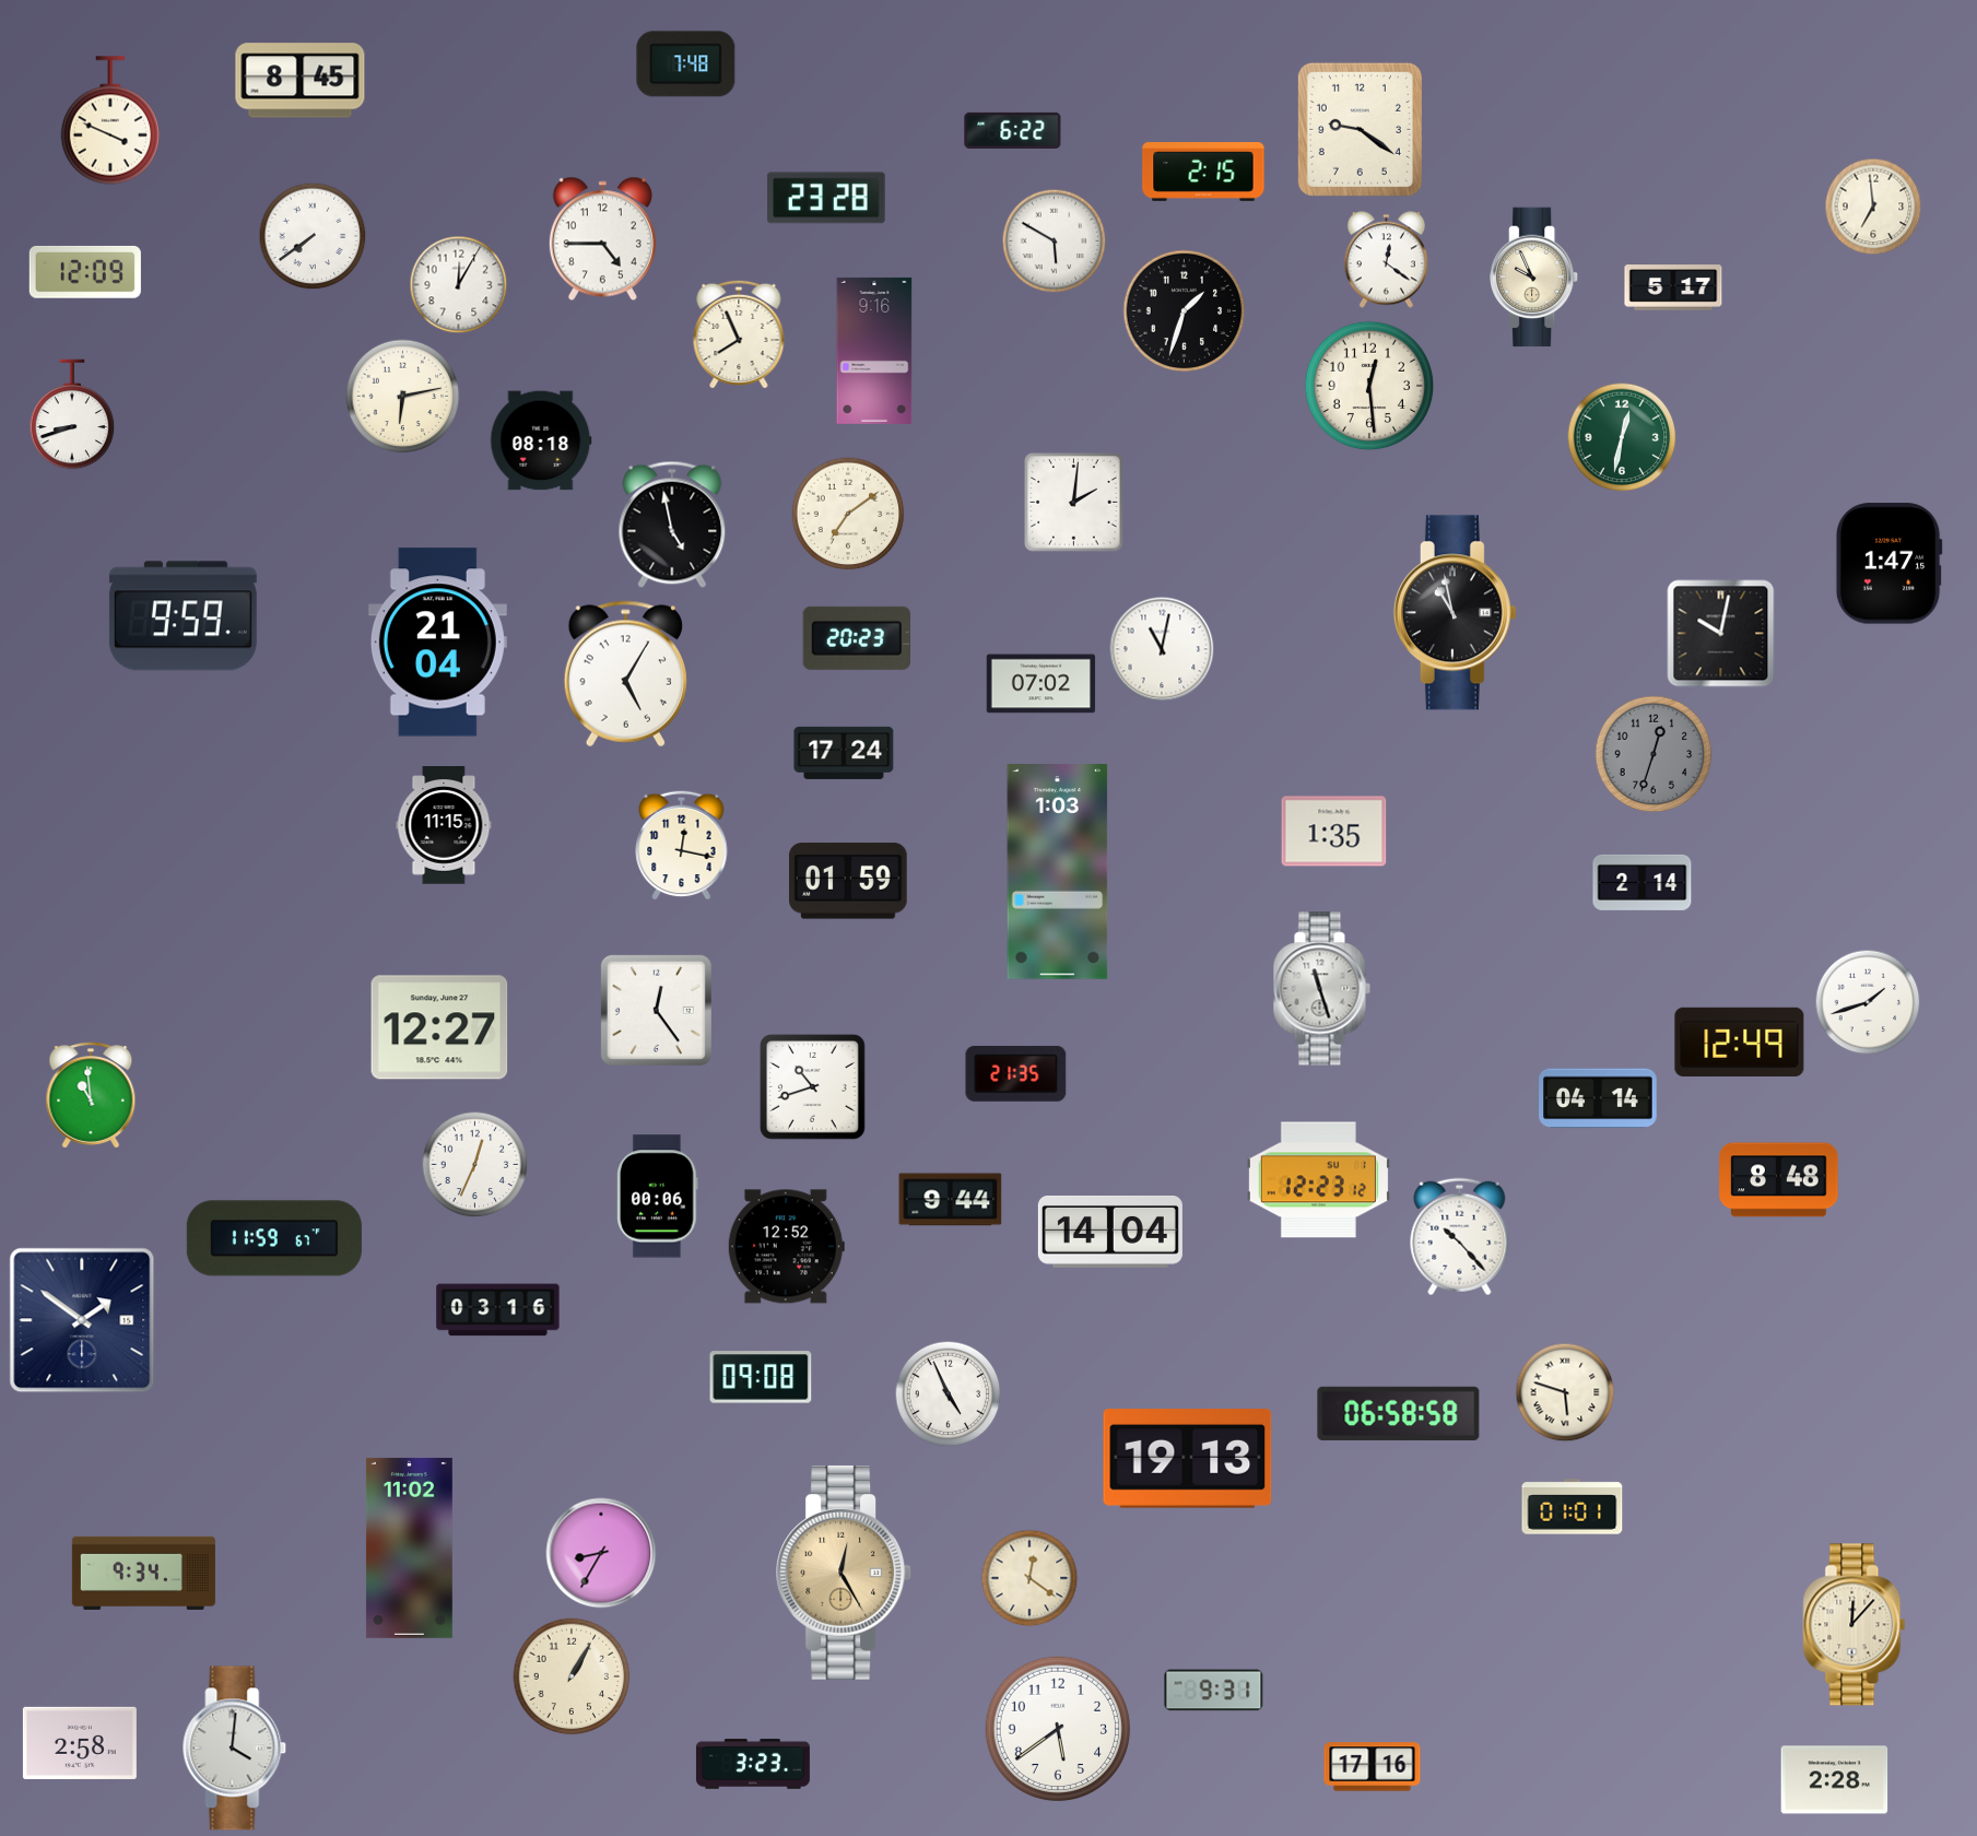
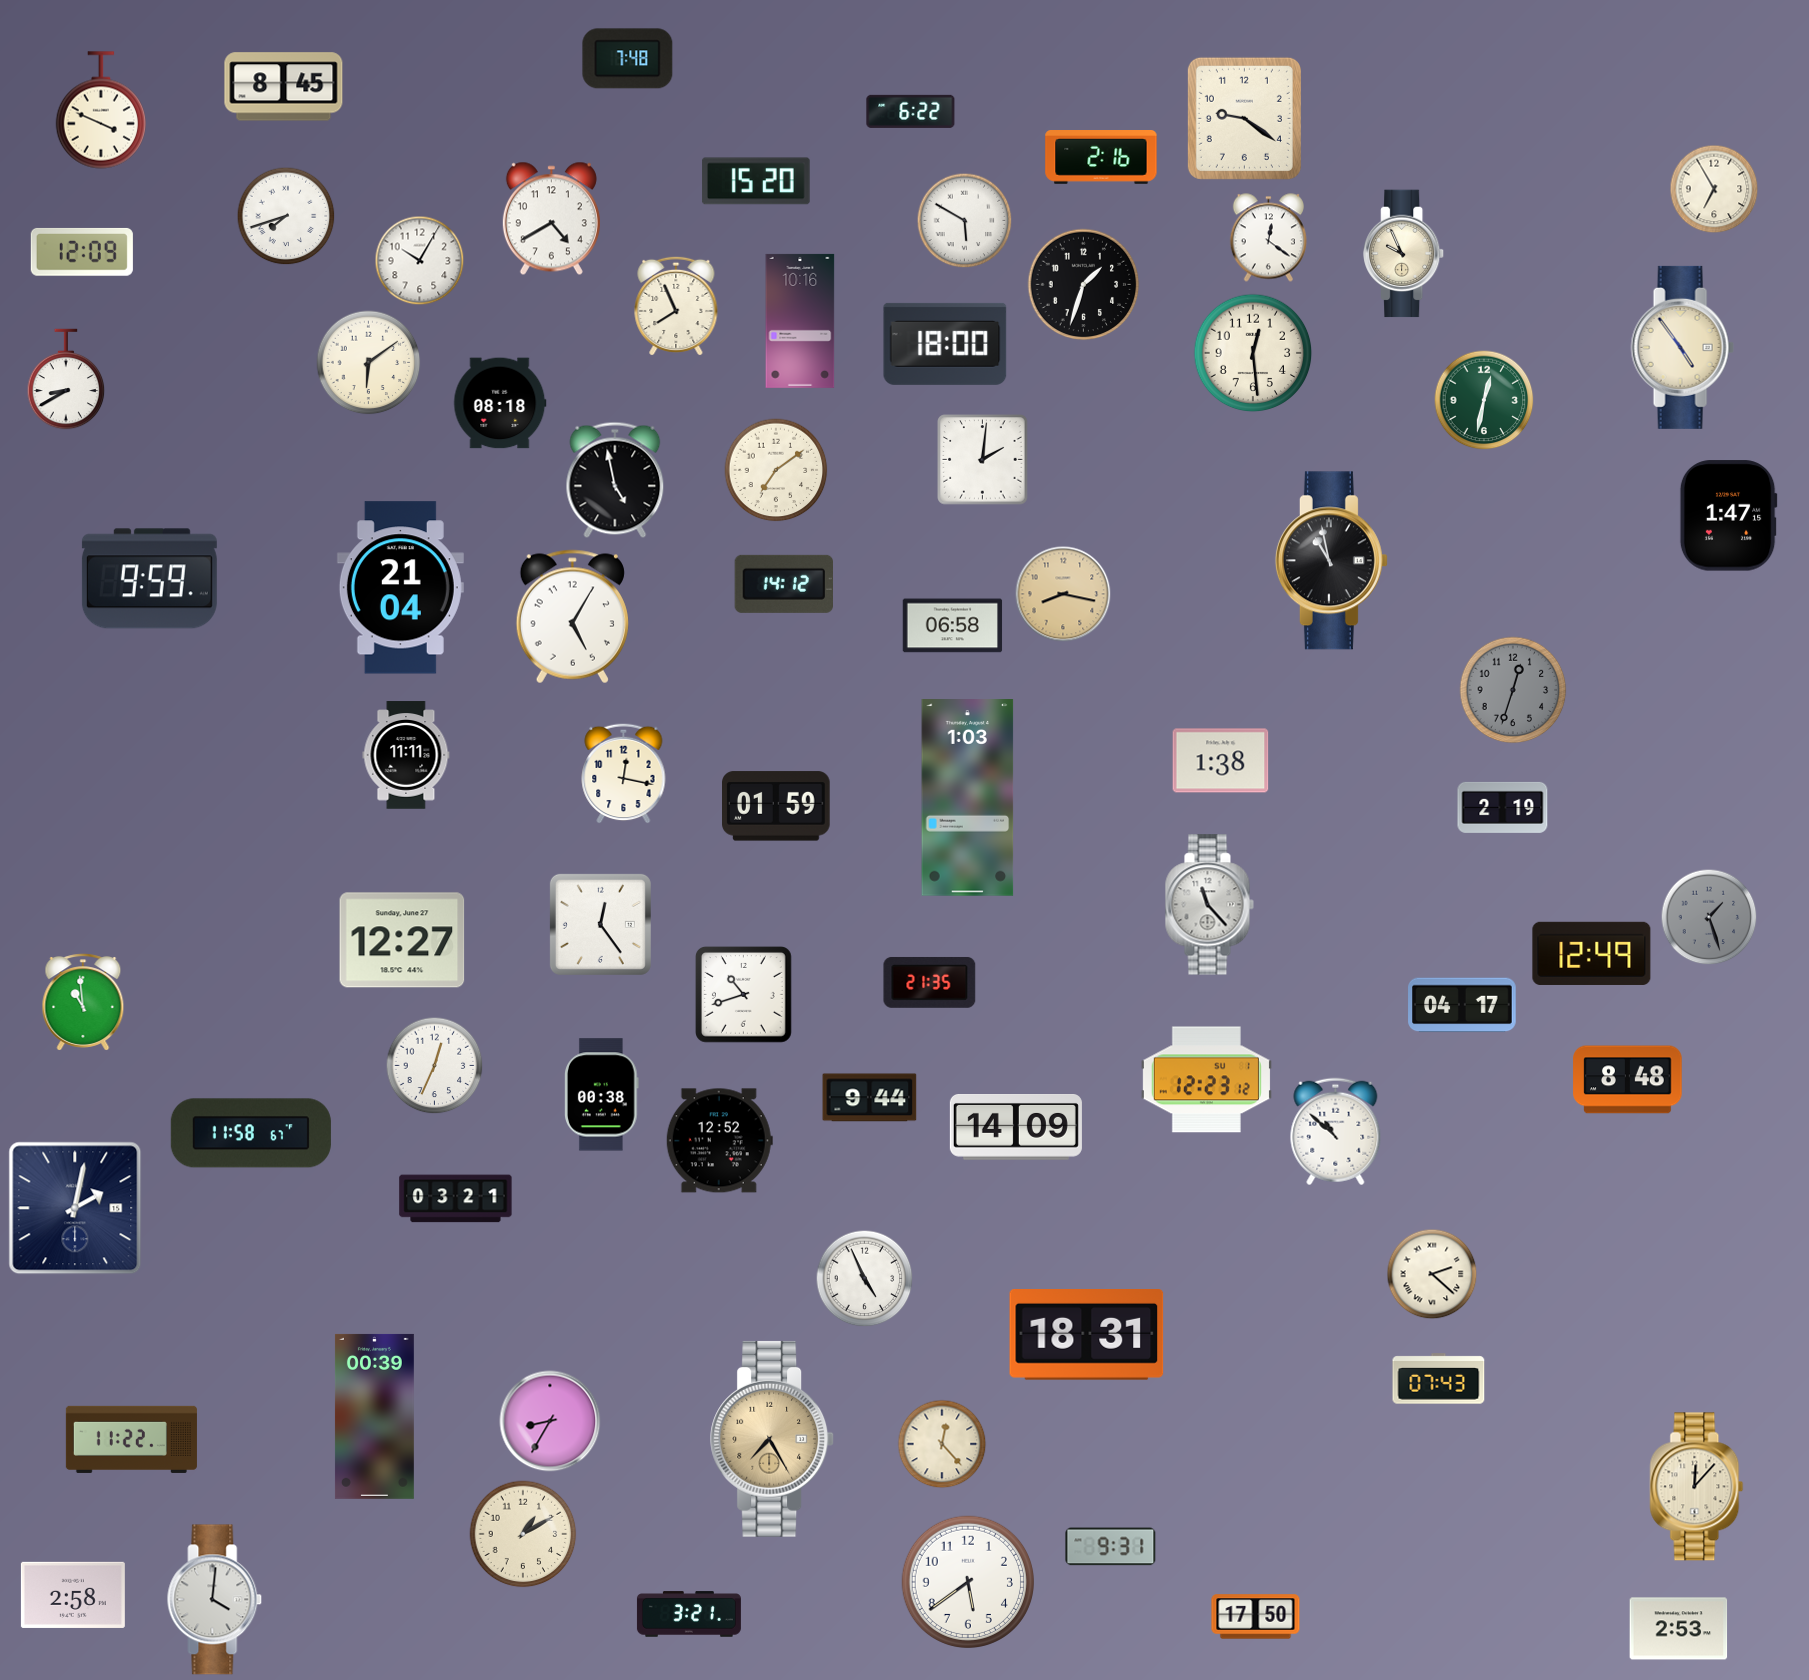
clock at (301, 81) position: (301, 81) -> (284, 87)
clock at (1013, 130) position: (1013, 130) -> (911, 111)
clock at (1203, 173): 2:15 -> 2:16
clock at (827, 198): 23:28 -> 15:20
clock at (1873, 207): 6:59 -> 6:55
clock at (313, 236): 7:39 -> 7:42
clock at (602, 239): 4:45 -> 4:40
clock at (85, 272) position: (85, 272) -> (82, 252)
clock at (459, 285): 12:05 -> 10:05
clock at (1673, 287): 5:17 -> none
clock at (874, 351): 9:16 -> 10:16
clock at (945, 344): none -> 18:00
clock at (1682, 347): none -> 4:54
clock at (403, 397): 6:13 -> 6:09
clock at (72, 414): 8:42 -> 8:40
clock at (541, 440) position: (541, 440) -> (500, 403)
clock at (183, 616) position: (183, 616) -> (149, 579)
clock at (1721, 634): 10:02 -> none
clock at (856, 638): 20:23 -> 14:12
clock at (1162, 649): 11:02 -> 8:17
clock at (1162, 649) dial: white -> champagne
clock at (1042, 684): 07:02 -> 06:58
clock at (844, 753): 17:24 -> none
clock at (444, 825): 11:15 -> 11:11
clock at (1334, 832): 1:35 -> 1:38
clock at (1643, 882): 2:14 -> 2:19
clock at (1321, 989): 11:27 -> 11:23
clock at (1868, 1002): 1:42 -> 1:27
clock at (1868, 1002) dial: white -> grey
clock at (1598, 1098): 04:14 -> 04:17
clock at (658, 1197): 00:06 -> 00:38
clock at (1110, 1233): 14:04 -> 14:09
clock at (1460, 1237): 10:23 -> 10:52
clock at (274, 1238): 11:59 -> 11:58
clock at (498, 1310): 03:16 -> 03:21
clock at (82, 1320): 1:51 -> 2:02
clock at (761, 1377): 09:08 -> none
clock at (1565, 1392): 5:48 -> 2:22
clock at (949, 1394) position: (949, 1394) -> (865, 1279)
clock at (1399, 1413): 06:58 -> none
clock at (1188, 1459): 19:13 -> 18:31
clock at (1573, 1507): 01:01 -> 07:43
clock at (409, 1547): 11:02 -> 00:39
clock at (143, 1573): 9:34 -> 11:22
clock at (845, 1573): 12:25 -> 7:25
clock at (1029, 1578): 12:21 -> 12:23
clock at (572, 1676): 1:05 -> 1:10
clock at (753, 1764): 3:23 -> 3:21
clock at (1373, 1767): 17:16 -> 17:50
clock at (1835, 1780): 2:28 -> 2:53
